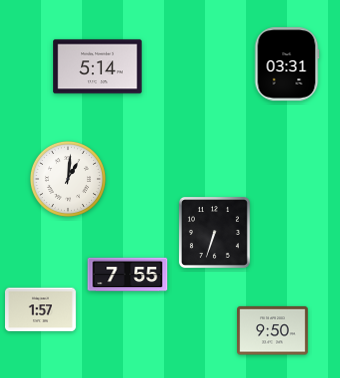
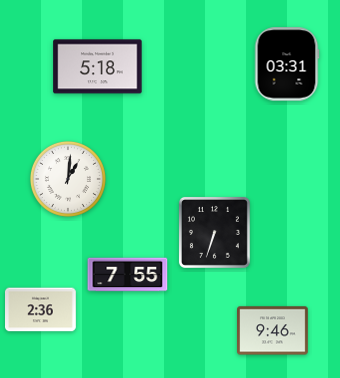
clock at (98, 67): 5:14 -> 5:18
clock at (41, 310): 1:57 -> 2:36
clock at (273, 331): 9:50 -> 9:46
